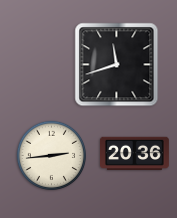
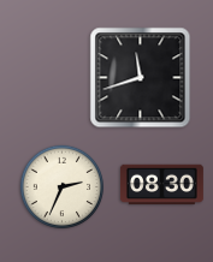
clock at (134, 154): 20:36 -> 08:30
clock at (52, 156): 2:44 -> 2:34
